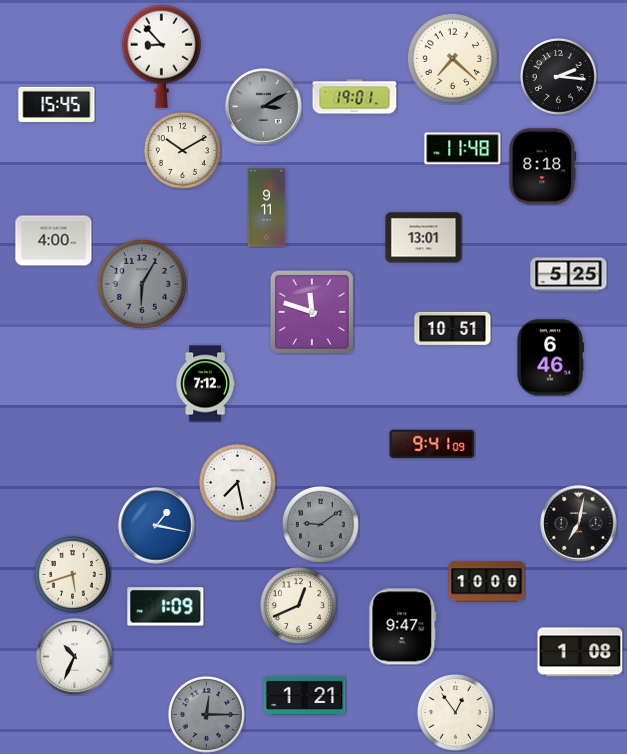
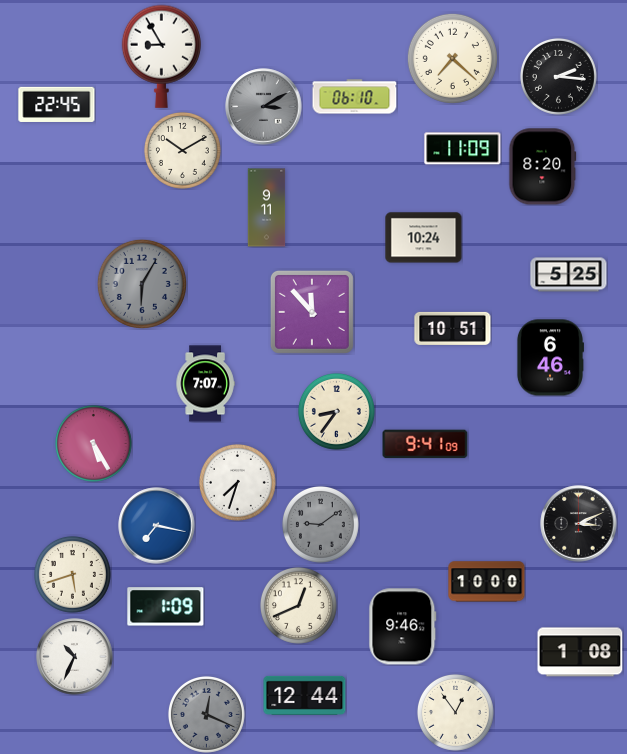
clock at (161, 56): 8:53 -> 8:55
clock at (355, 97): 19:01 -> 06:10
clock at (57, 104): 15:45 -> 22:45
clock at (463, 149): 11:48 -> 11:09
clock at (543, 167): 8:18 -> 8:20
clock at (424, 238): 13:01 -> 10:24
clock at (54, 241): 4:00 -> none
clock at (312, 312): 11:48 -> 11:53
clock at (205, 384): 7:12 -> 7:07
clock at (336, 411): none -> 8:36
clock at (93, 443): none -> 5:25
clock at (432, 444) position: (432, 444) -> (425, 444)
clock at (237, 482): 7:28 -> 7:33
clock at (579, 524): 7:02 -> 3:11
clock at (157, 526): 1:17 -> 7:17
clock at (403, 627): 9:47 -> 9:46
clock at (305, 695): 1:21 -> 12:44
clock at (206, 714): 12:15 -> 12:19
